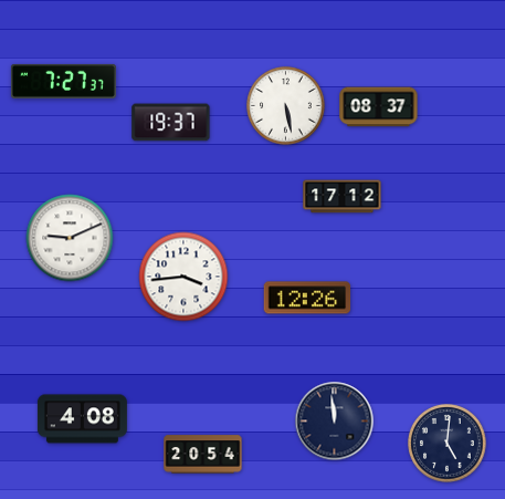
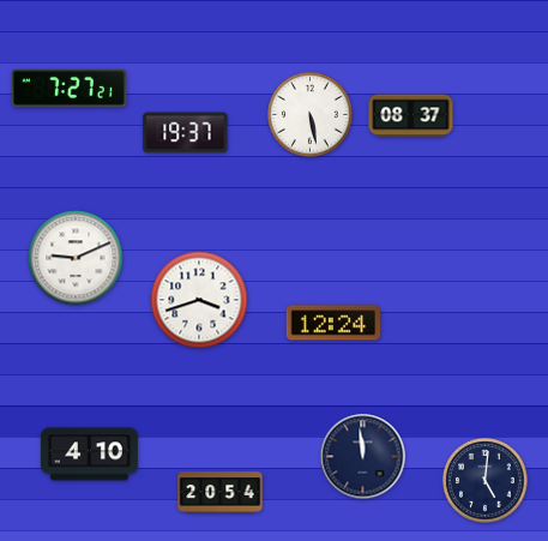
clock at (63, 81): 7:27:37 -> 7:27:21
clock at (343, 197): 17:12 -> none
clock at (183, 277): 3:44 -> 3:42
clock at (307, 298): 12:26 -> 12:24
clock at (82, 419): 4:08 -> 4:10
